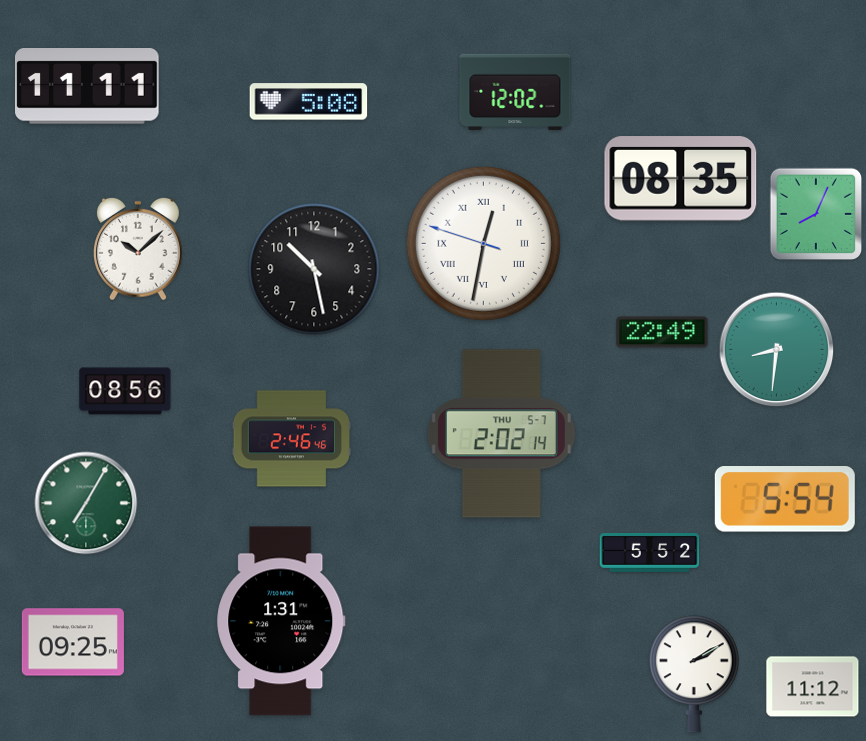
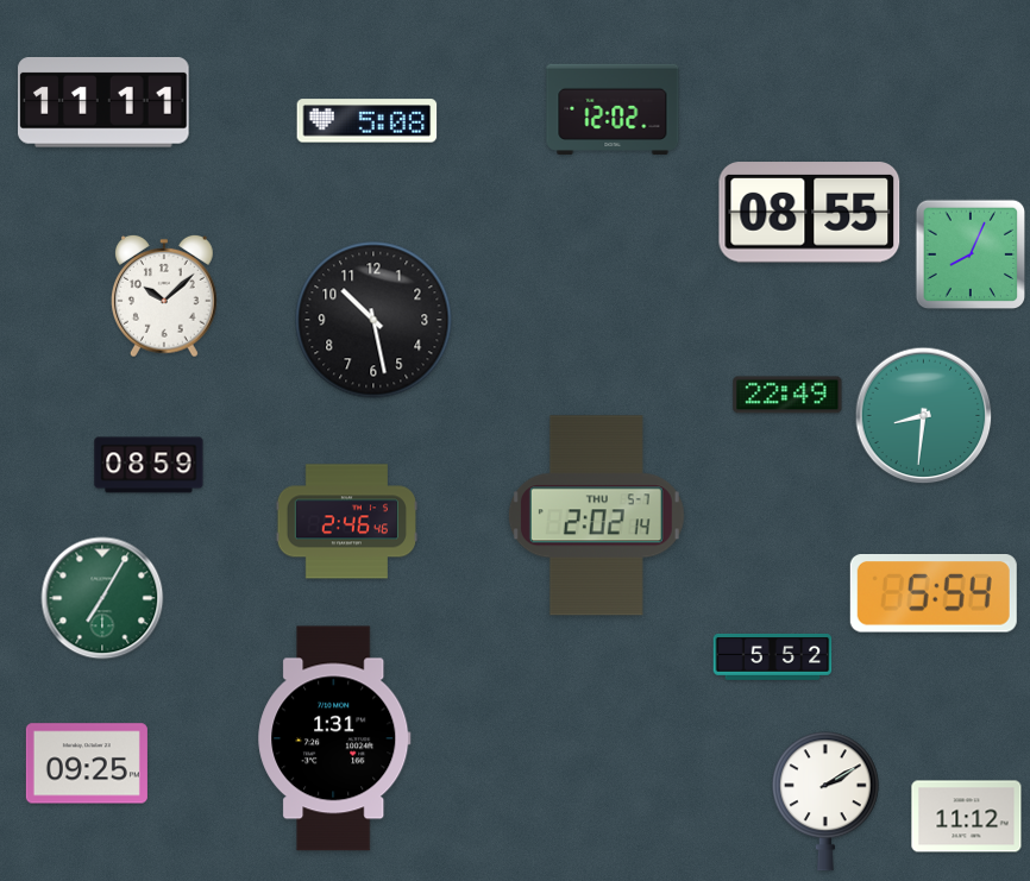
clock at (681, 179): 08:35 -> 08:55
clock at (483, 243): 12:31 -> none
clock at (125, 391): 08:56 -> 08:59
